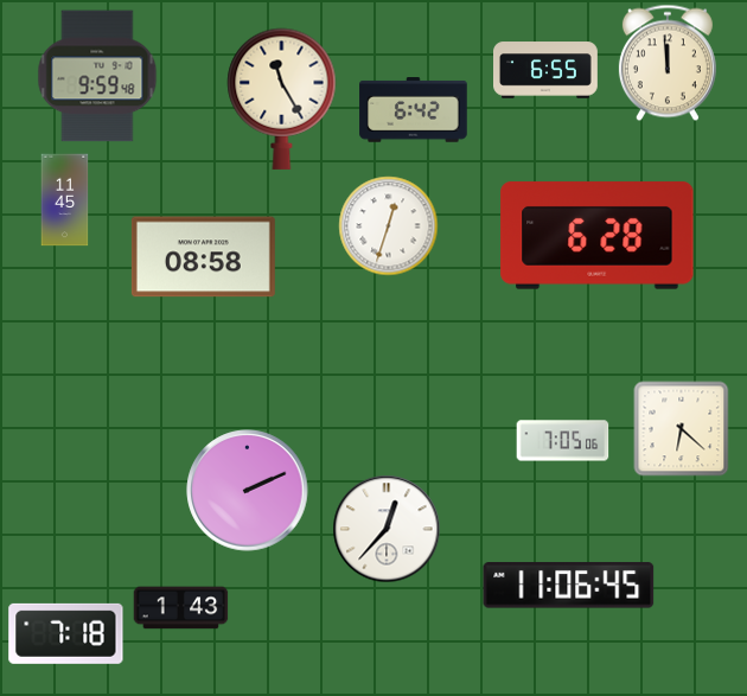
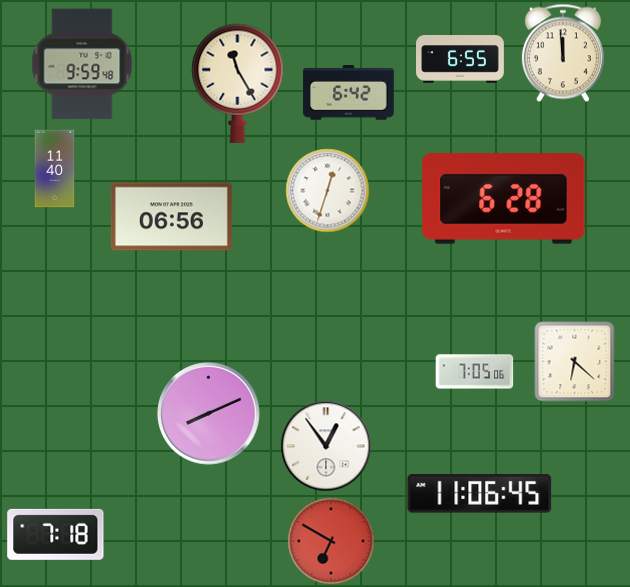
clock at (65, 200): 11:45 -> 11:40
clock at (203, 257): 08:58 -> 06:56
clock at (248, 491): 2:11 -> 8:11
clock at (387, 529): 12:37 -> 12:54
clock at (181, 608): 1:43 -> none
clock at (331, 541): none -> 6:50
